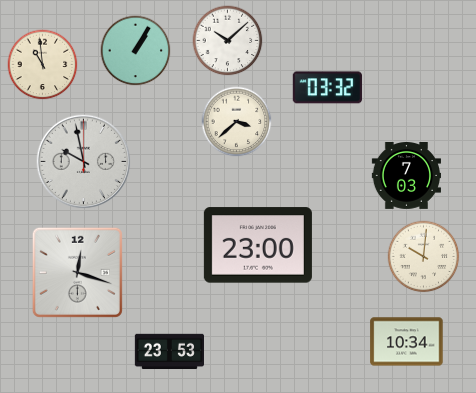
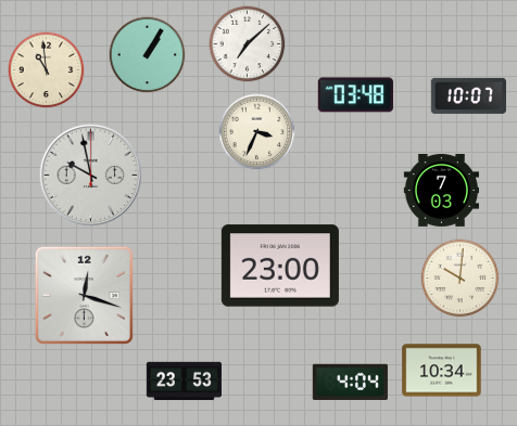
clock at (228, 41): 10:08 -> 7:08
clock at (327, 88): 03:32 -> 03:48
clock at (468, 95): none -> 10:07
clock at (237, 122): 3:38 -> 3:34
clock at (350, 382): none -> 4:04
